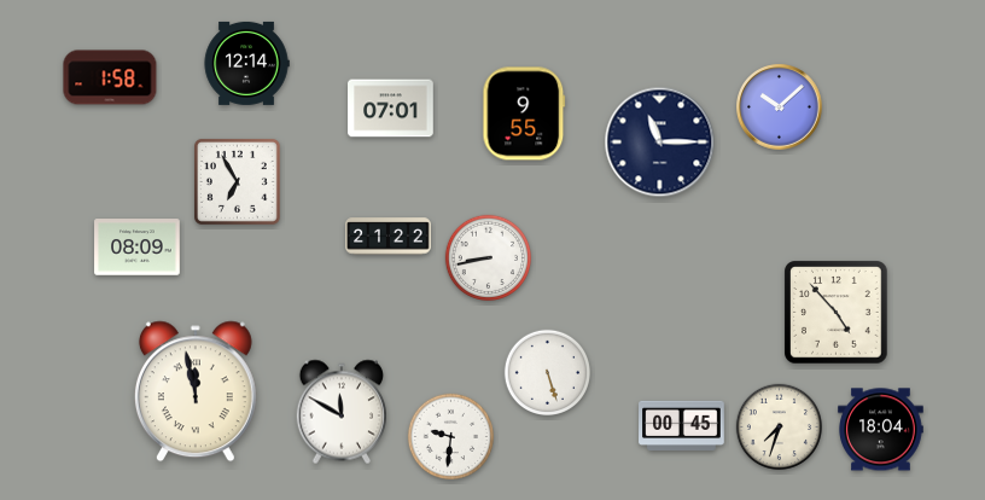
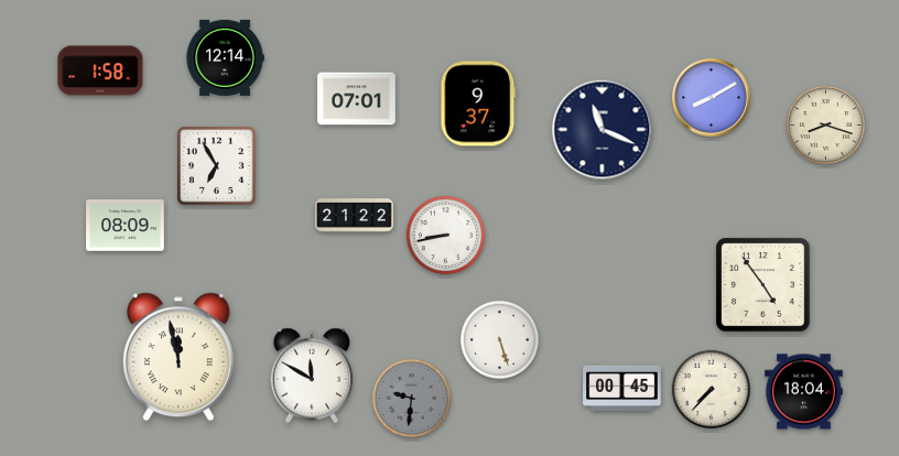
clock at (780, 107): 10:08 -> 8:10
clock at (524, 114): 9:55 -> 9:37
clock at (825, 124): none -> 8:18
clock at (660, 143): 11:15 -> 11:19
clock at (837, 313): 4:53 -> 4:54
clock at (779, 426): 7:33 -> 7:37
clock at (450, 436) dial: white -> grey
